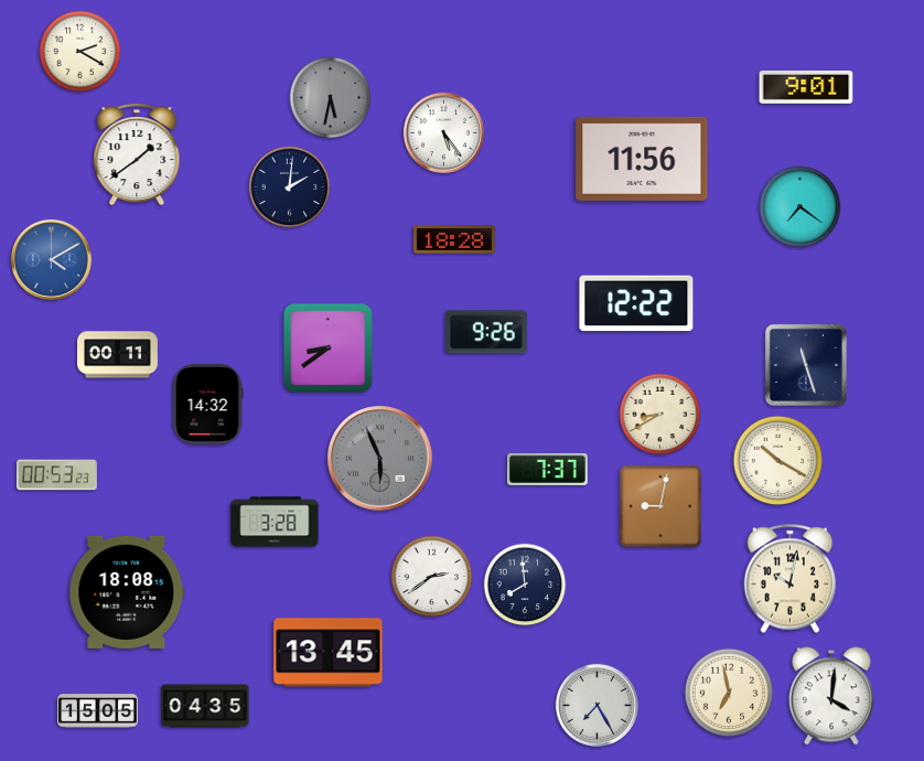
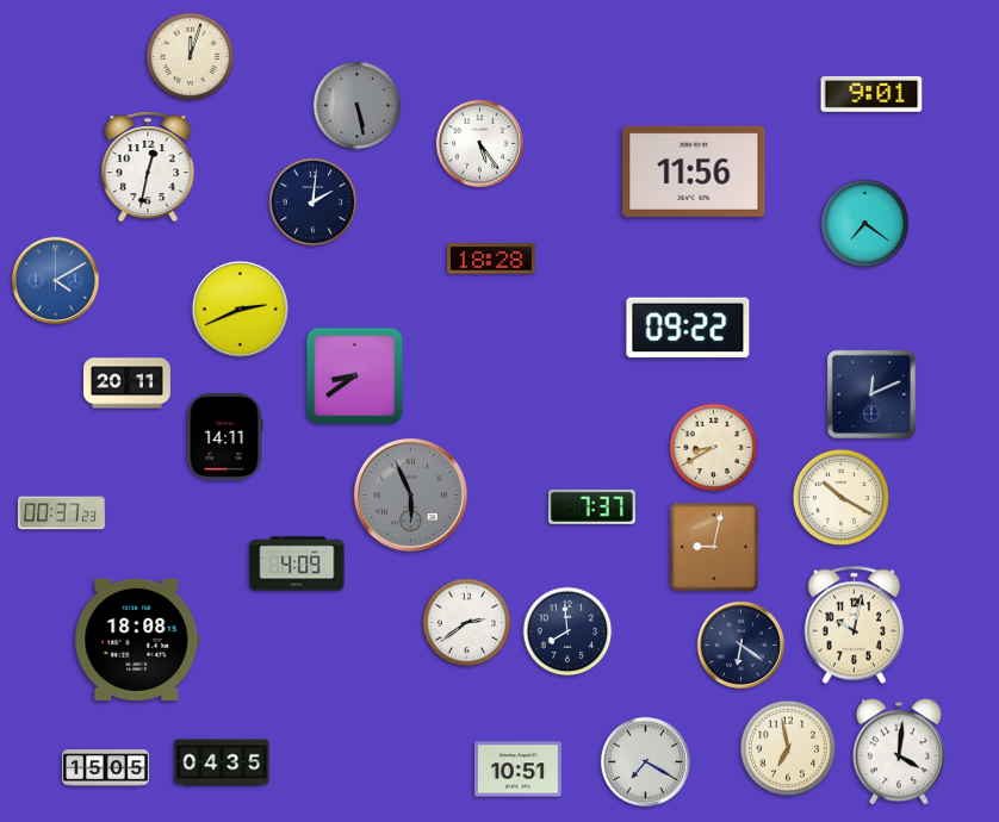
clock at (80, 52): 2:20 -> none
clock at (191, 57): none -> 12:03
clock at (331, 98): 5:32 -> 5:28
clock at (137, 154): 1:39 -> 12:32
clock at (240, 309): none -> 2:41
clock at (636, 303): 12:22 -> 09:22
clock at (486, 332): 9:26 -> none
clock at (118, 355): 00:11 -> 20:11
clock at (806, 365): 11:27 -> 12:11
clock at (207, 404): 14:32 -> 14:11
clock at (56, 475): 00:53 -> 00:37
clock at (275, 522): 3:28 -> 4:09
clock at (740, 644): none -> 6:21
clock at (329, 653): 13:45 -> none
clock at (597, 705): 7:25 -> 7:20
clock at (517, 770): none -> 10:51
